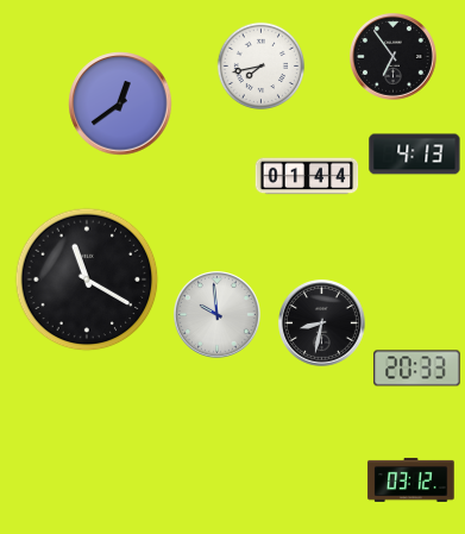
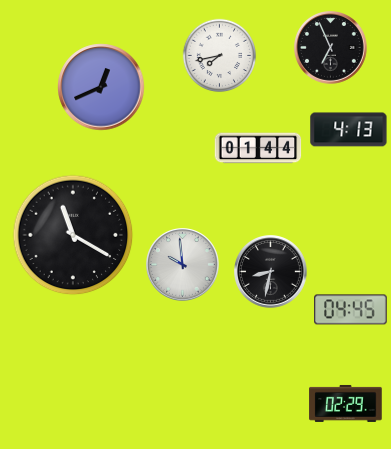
clock at (394, 57): 6:54 -> 6:56
clock at (120, 103): 12:39 -> 12:41
clock at (417, 369): 20:33 -> 04:45
clock at (411, 479): 03:12 -> 02:29
